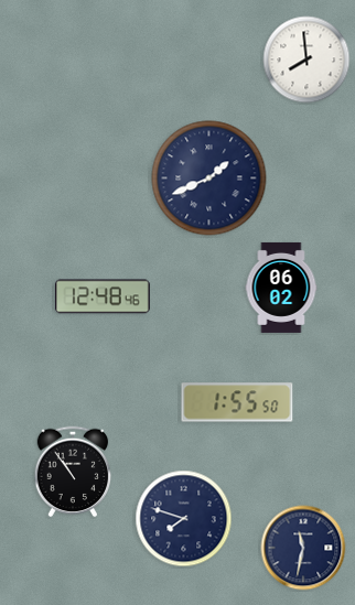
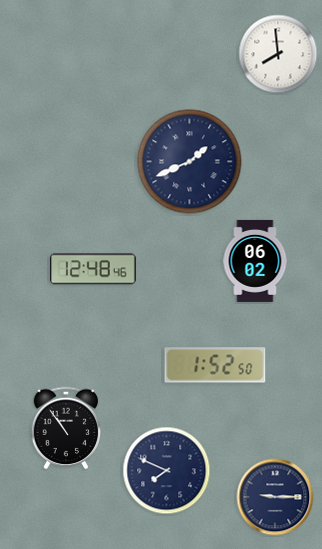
clock at (237, 402): 1:55 -> 1:52
clock at (184, 519): 7:48 -> 7:49
clock at (303, 548): 11:32 -> 9:15
